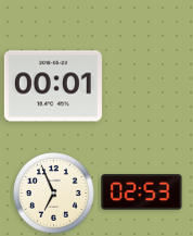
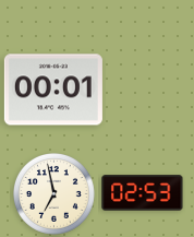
clock at (53, 86) position: (53, 86) -> (53, 90)
clock at (54, 194): 6:56 -> 6:58
